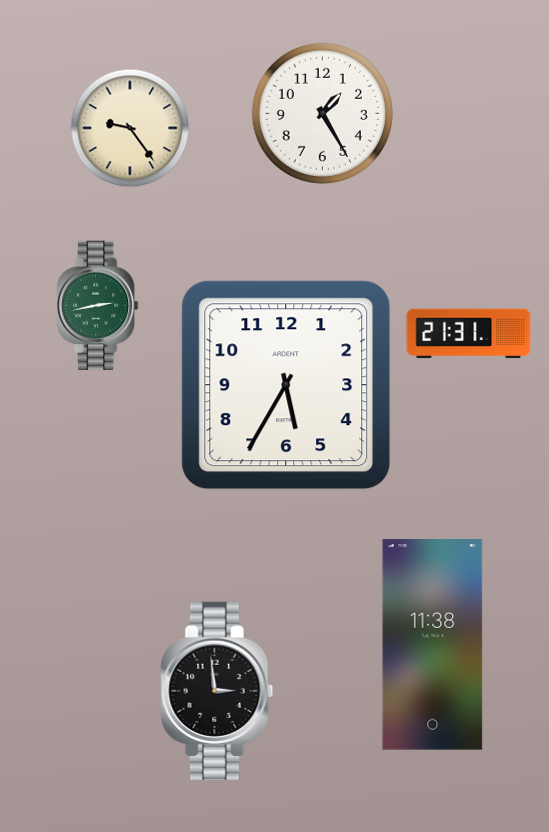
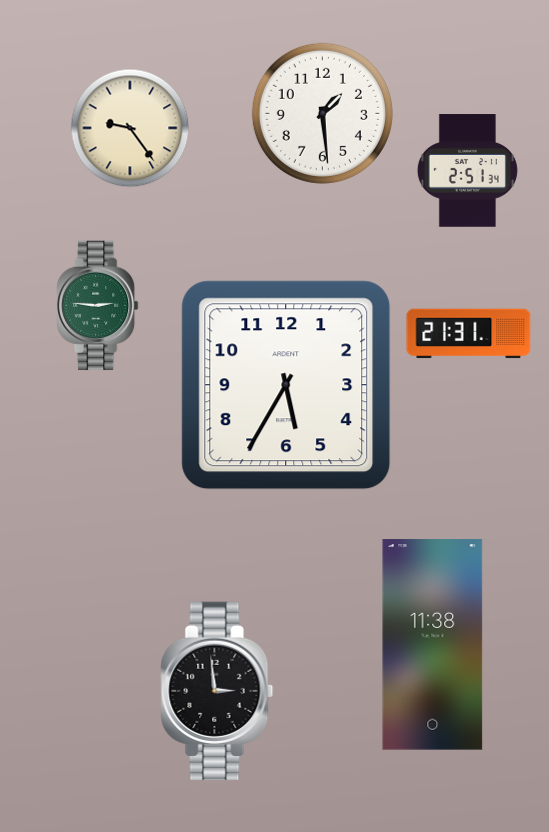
clock at (322, 113): 1:25 -> 1:29
clock at (467, 171): none -> 2:51
clock at (98, 306): 2:43 -> 2:46
